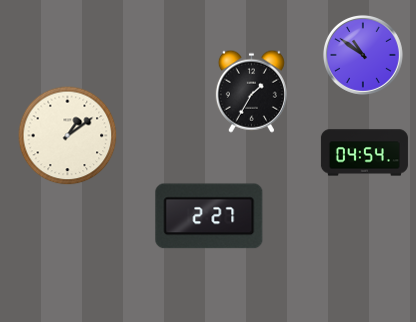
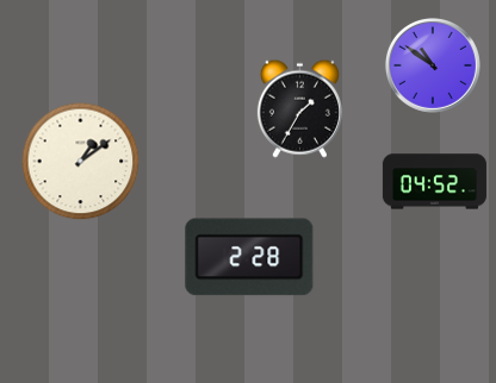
clock at (364, 153): 04:54 -> 04:52
clock at (209, 216): 2:27 -> 2:28
